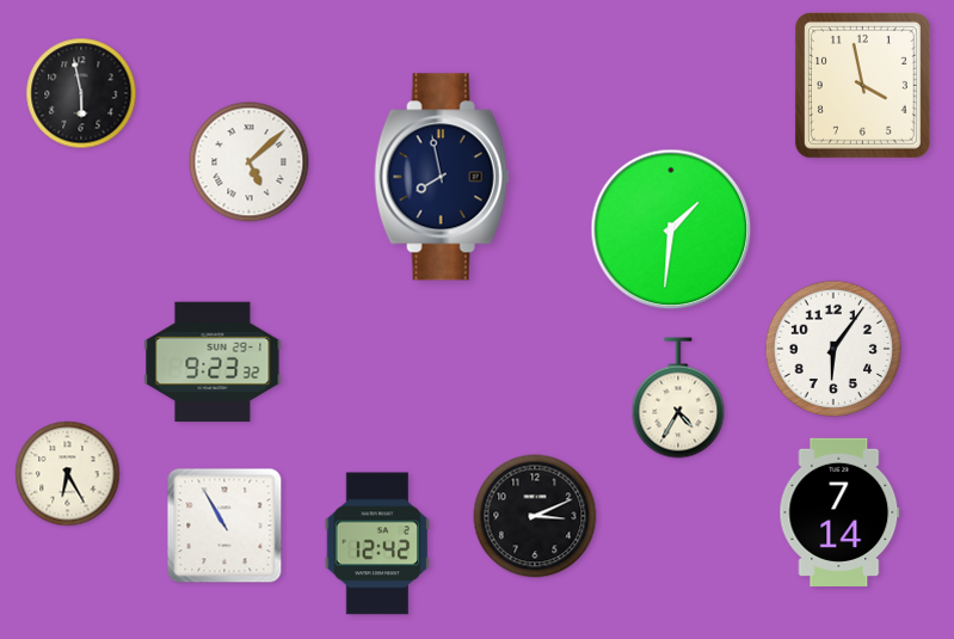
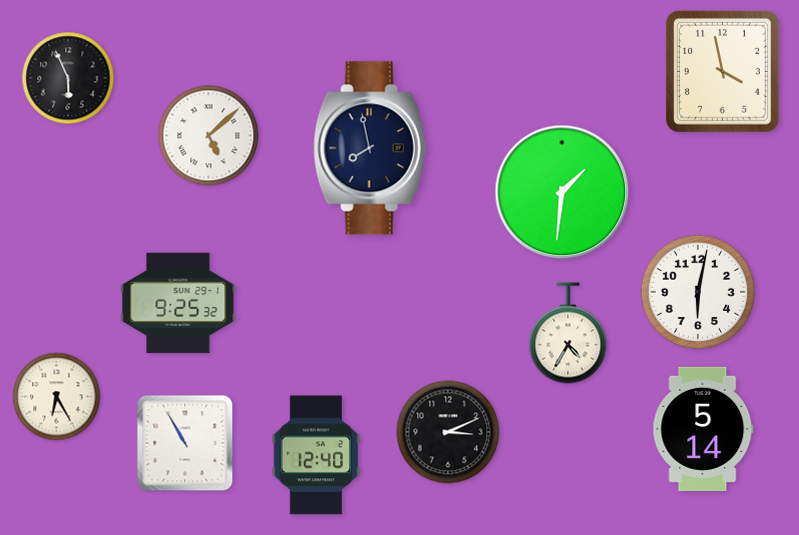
clock at (81, 93): 5:58 -> 5:56
clock at (833, 349): 6:06 -> 6:02
clock at (213, 362): 9:23 -> 9:25
clock at (839, 512): 7:14 -> 5:14
clock at (224, 526) position: (224, 526) -> (185, 443)
clock at (377, 543): 12:42 -> 12:40
